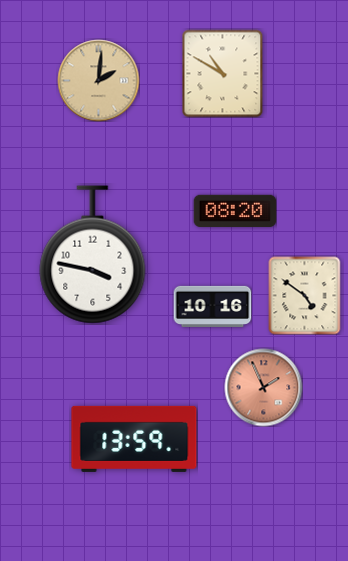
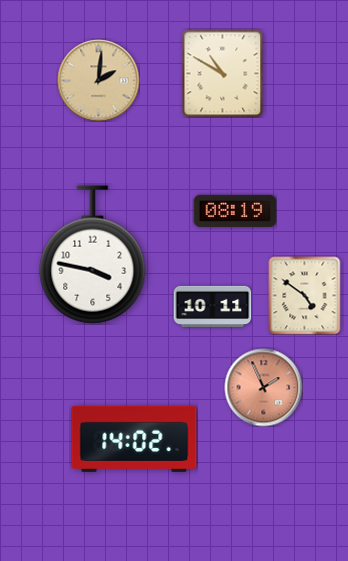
clock at (235, 211): 08:20 -> 08:19
clock at (212, 306): 10:16 -> 10:11
clock at (134, 439): 13:59 -> 14:02
